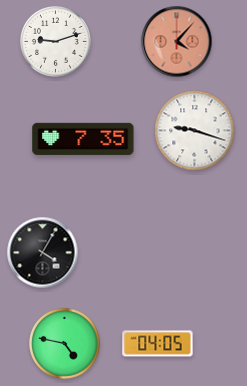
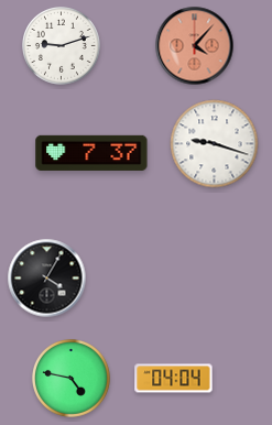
clock at (83, 139): 7:35 -> 7:37
clock at (158, 344): 04:05 -> 04:04
